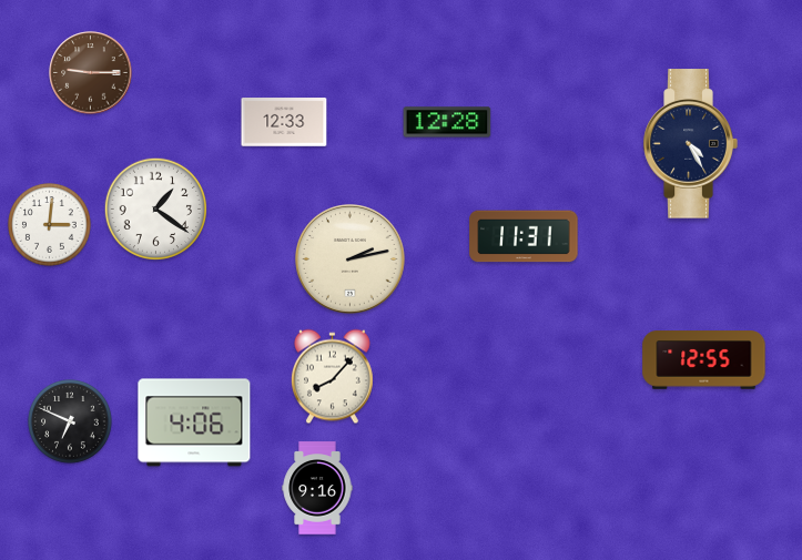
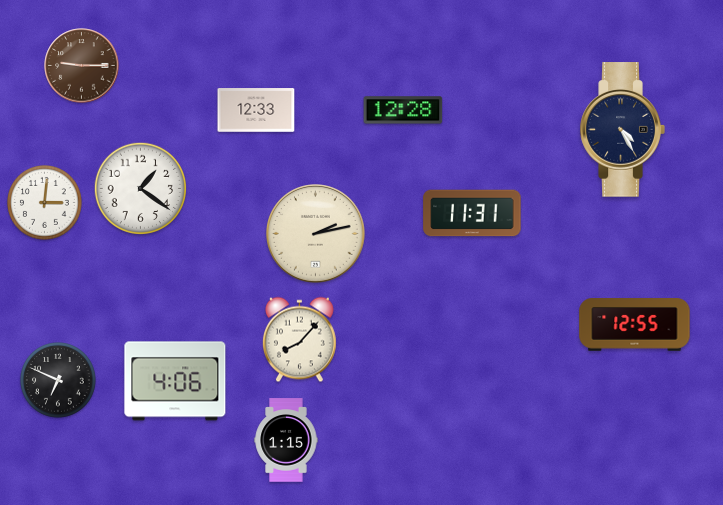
clock at (70, 421) position: (70, 421) -> (58, 380)
clock at (317, 488): 9:16 -> 1:15
